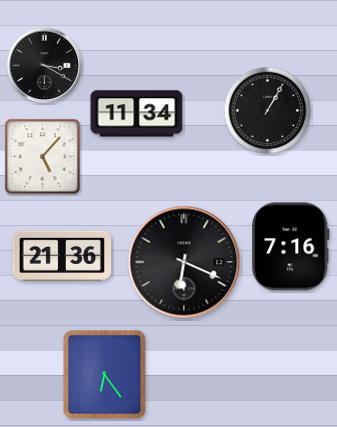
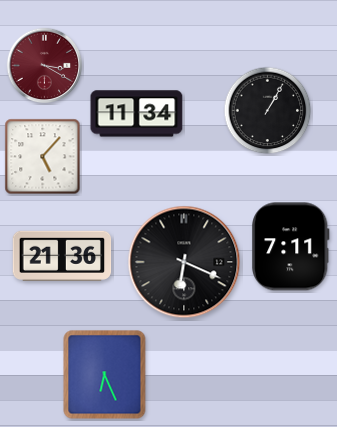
clock at (45, 66) dial: black -> burgundy
clock at (291, 247): 7:16 -> 7:11
clock at (105, 375): 6:24 -> 6:26
